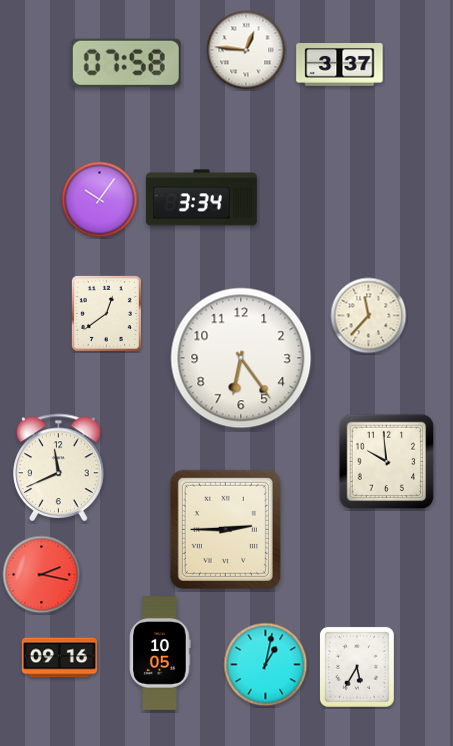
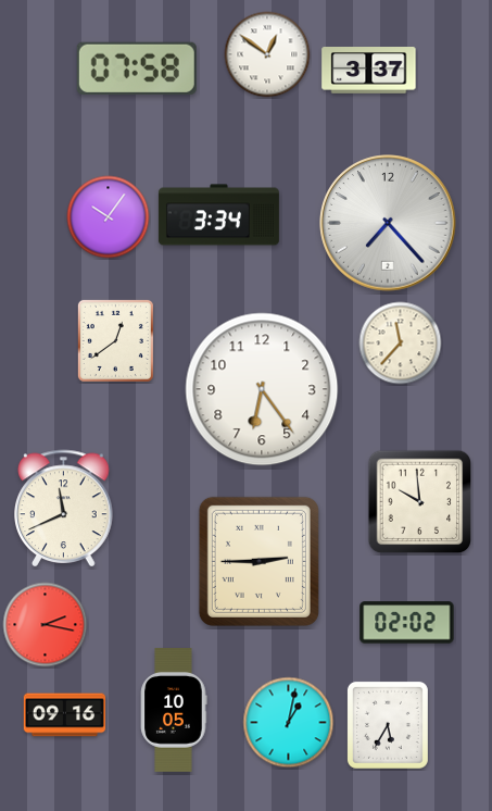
clock at (246, 50): 12:46 -> 12:51
clock at (388, 223): none -> 7:23
clock at (225, 529) position: (225, 529) -> (258, 561)
clock at (407, 623): none -> 02:02
